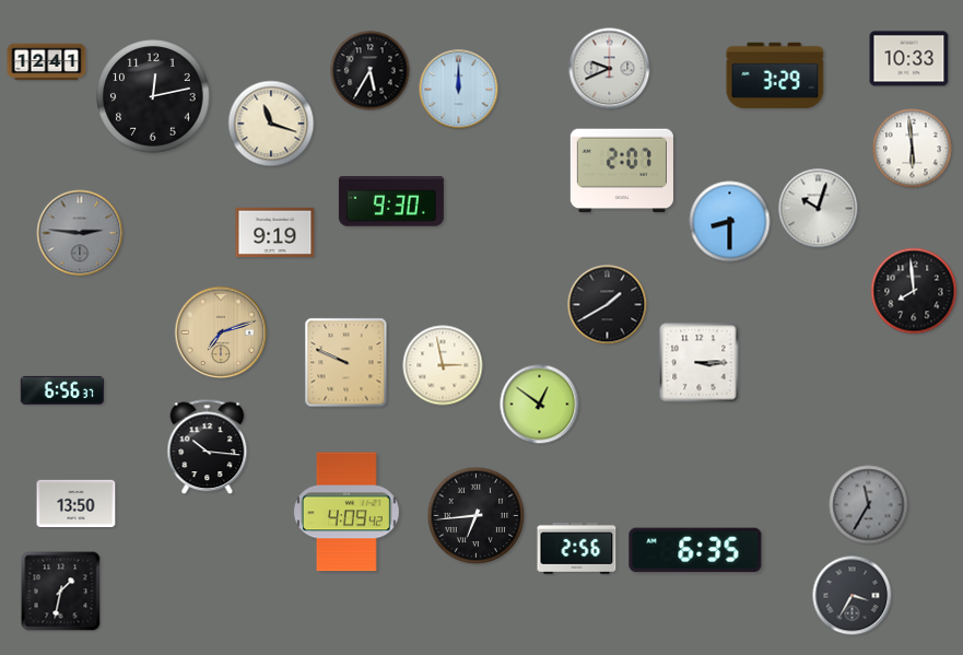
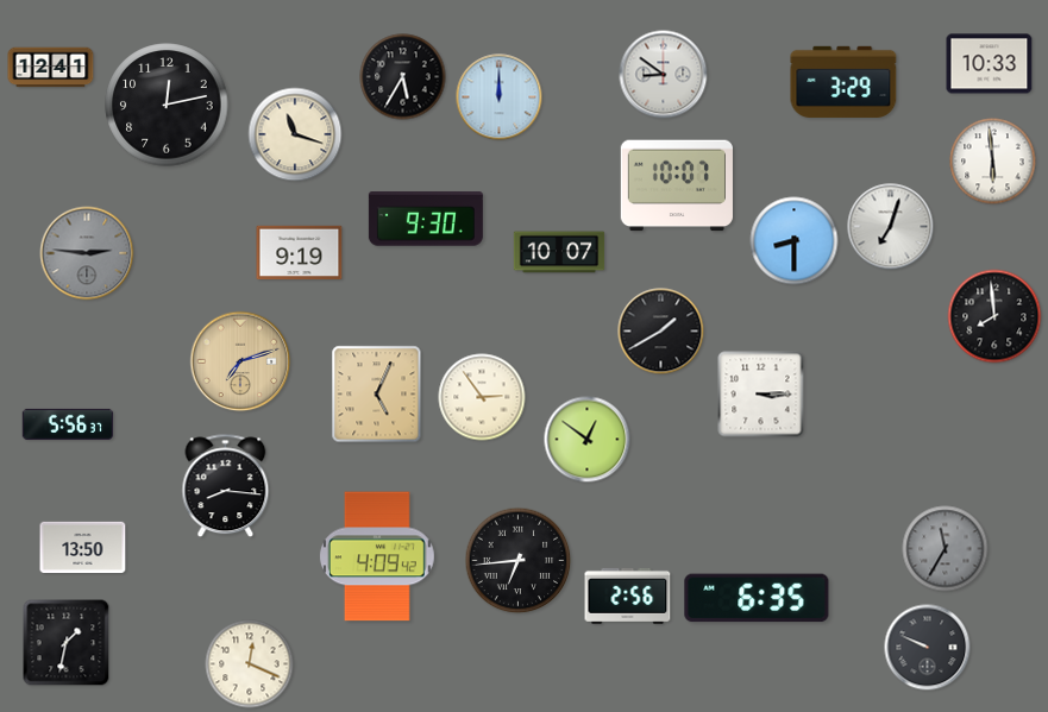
clock at (610, 69): 9:41 -> 8:51
clock at (622, 171): 2:07 -> 10:07
clock at (819, 209): 10:03 -> 7:03
clock at (559, 252): none -> 10:07
clock at (347, 363): 9:49 -> 5:04
clock at (443, 365): 2:58 -> 2:54
clock at (62, 390): 6:56 -> 5:56
clock at (208, 447): 10:16 -> 8:16
clock at (853, 596): 3:35 -> 9:49
clock at (250, 664): none -> 12:19
